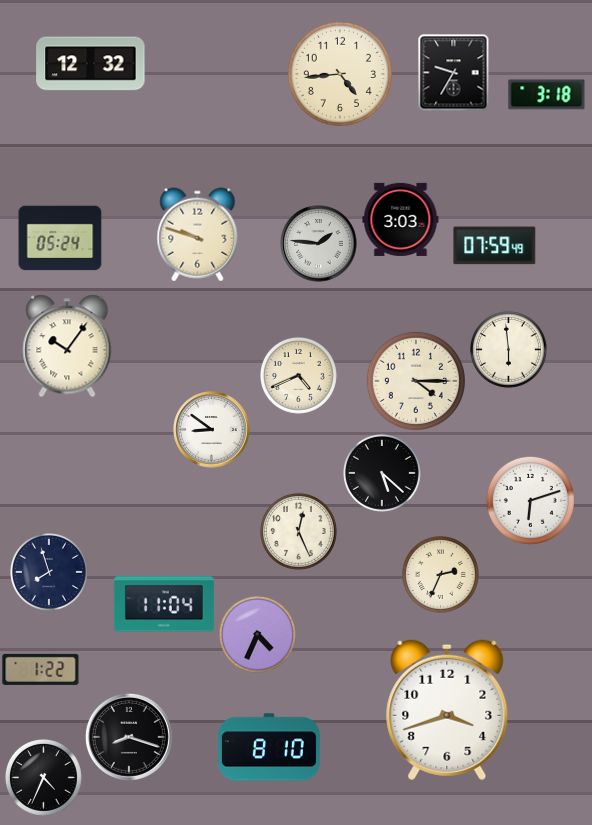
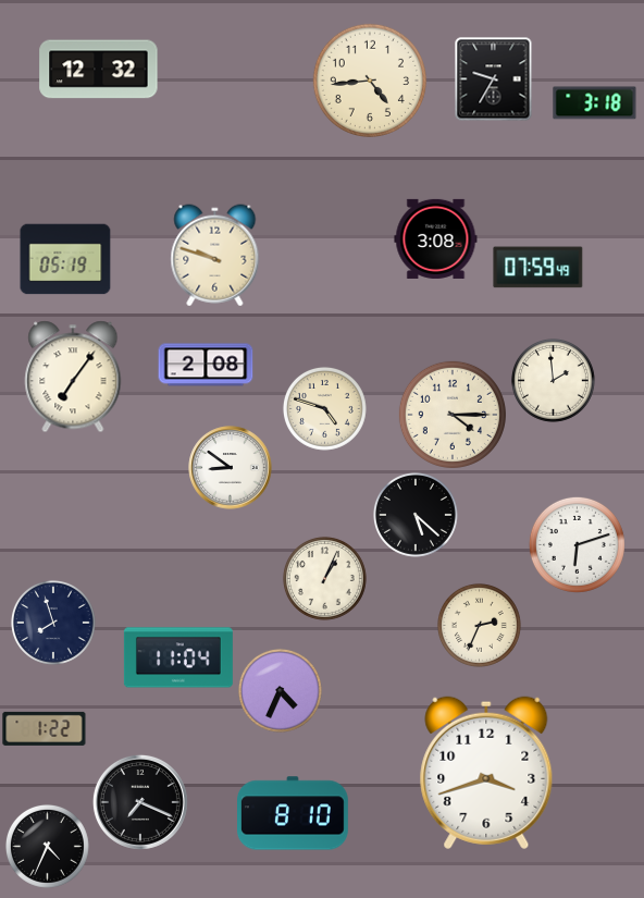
clock at (401, 219): 3:03 -> 3:08
clock at (60, 238): 05:24 -> 05:19
clock at (319, 244): 1:46 -> none
clock at (206, 365): none -> 2:08
clock at (67, 346): 10:06 -> 7:06
clock at (509, 350): 5:59 -> 1:59
clock at (299, 376): 4:41 -> 4:48
clock at (299, 532): 12:26 -> 1:04
clock at (129, 737): 8:18 -> 7:19
